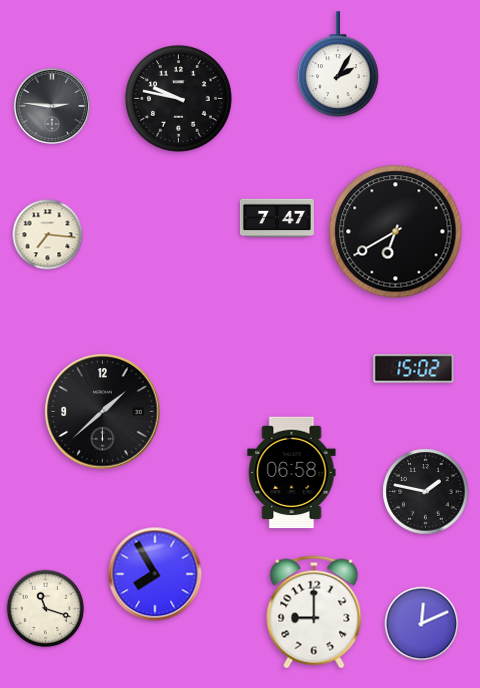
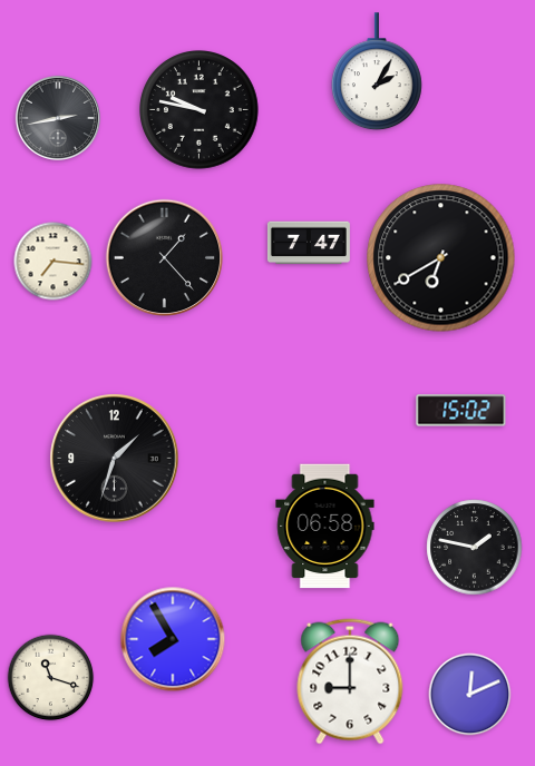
clock at (52, 106): 2:46 -> 2:43
clock at (164, 257): none -> 1:23
clock at (103, 412): 1:38 -> 1:33
